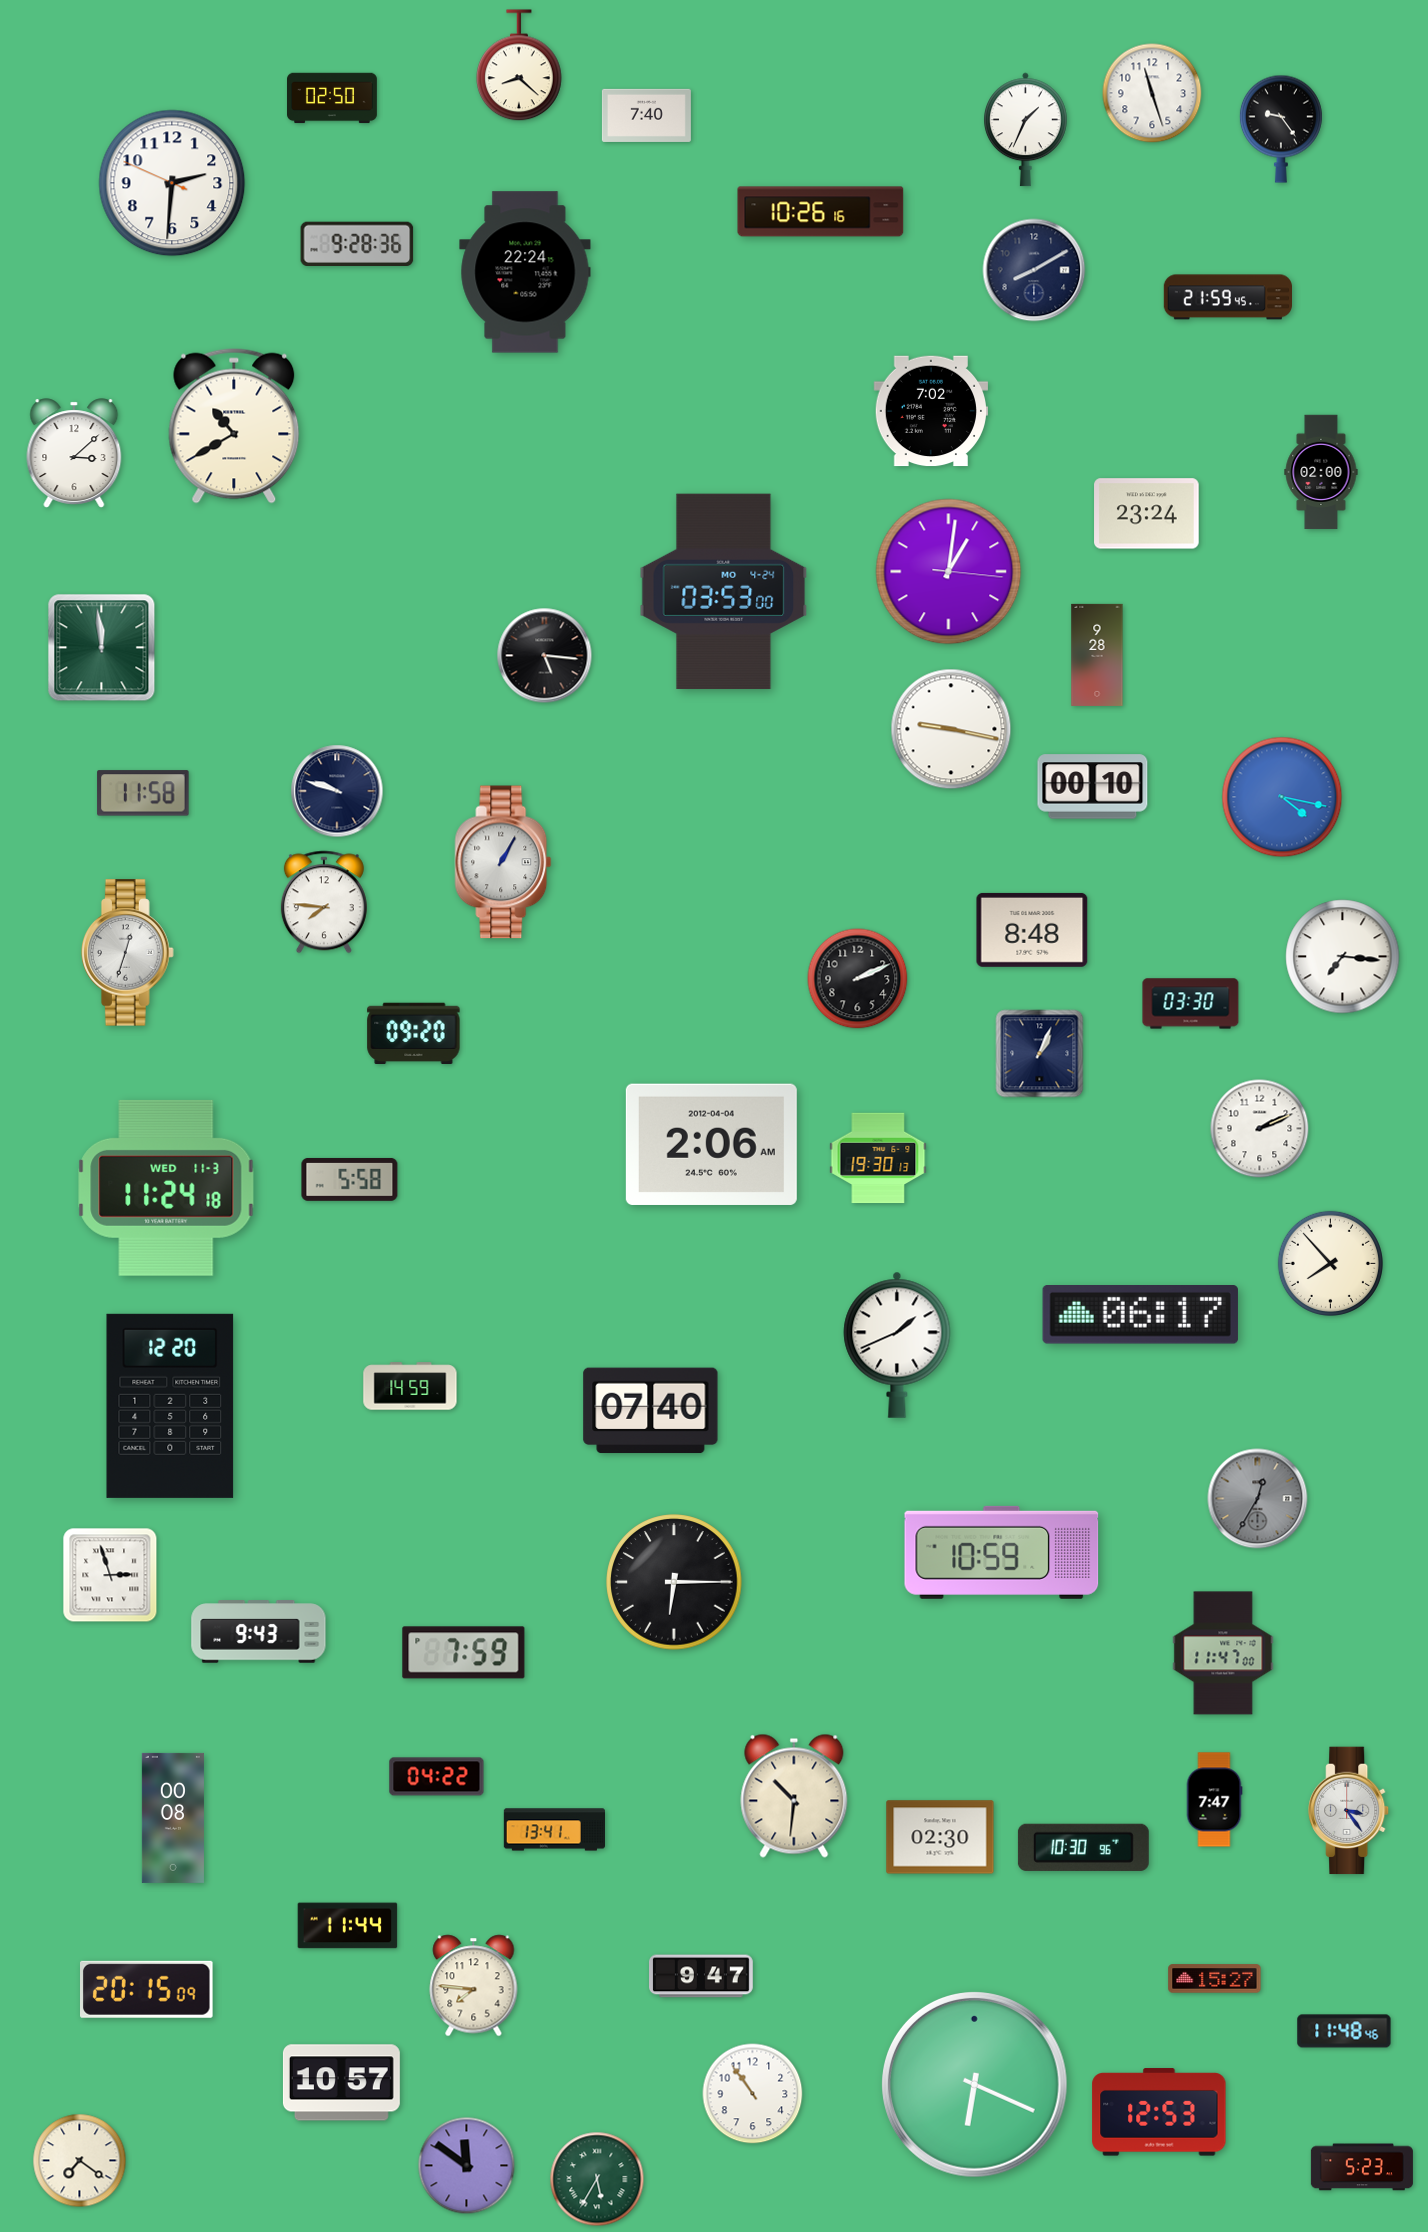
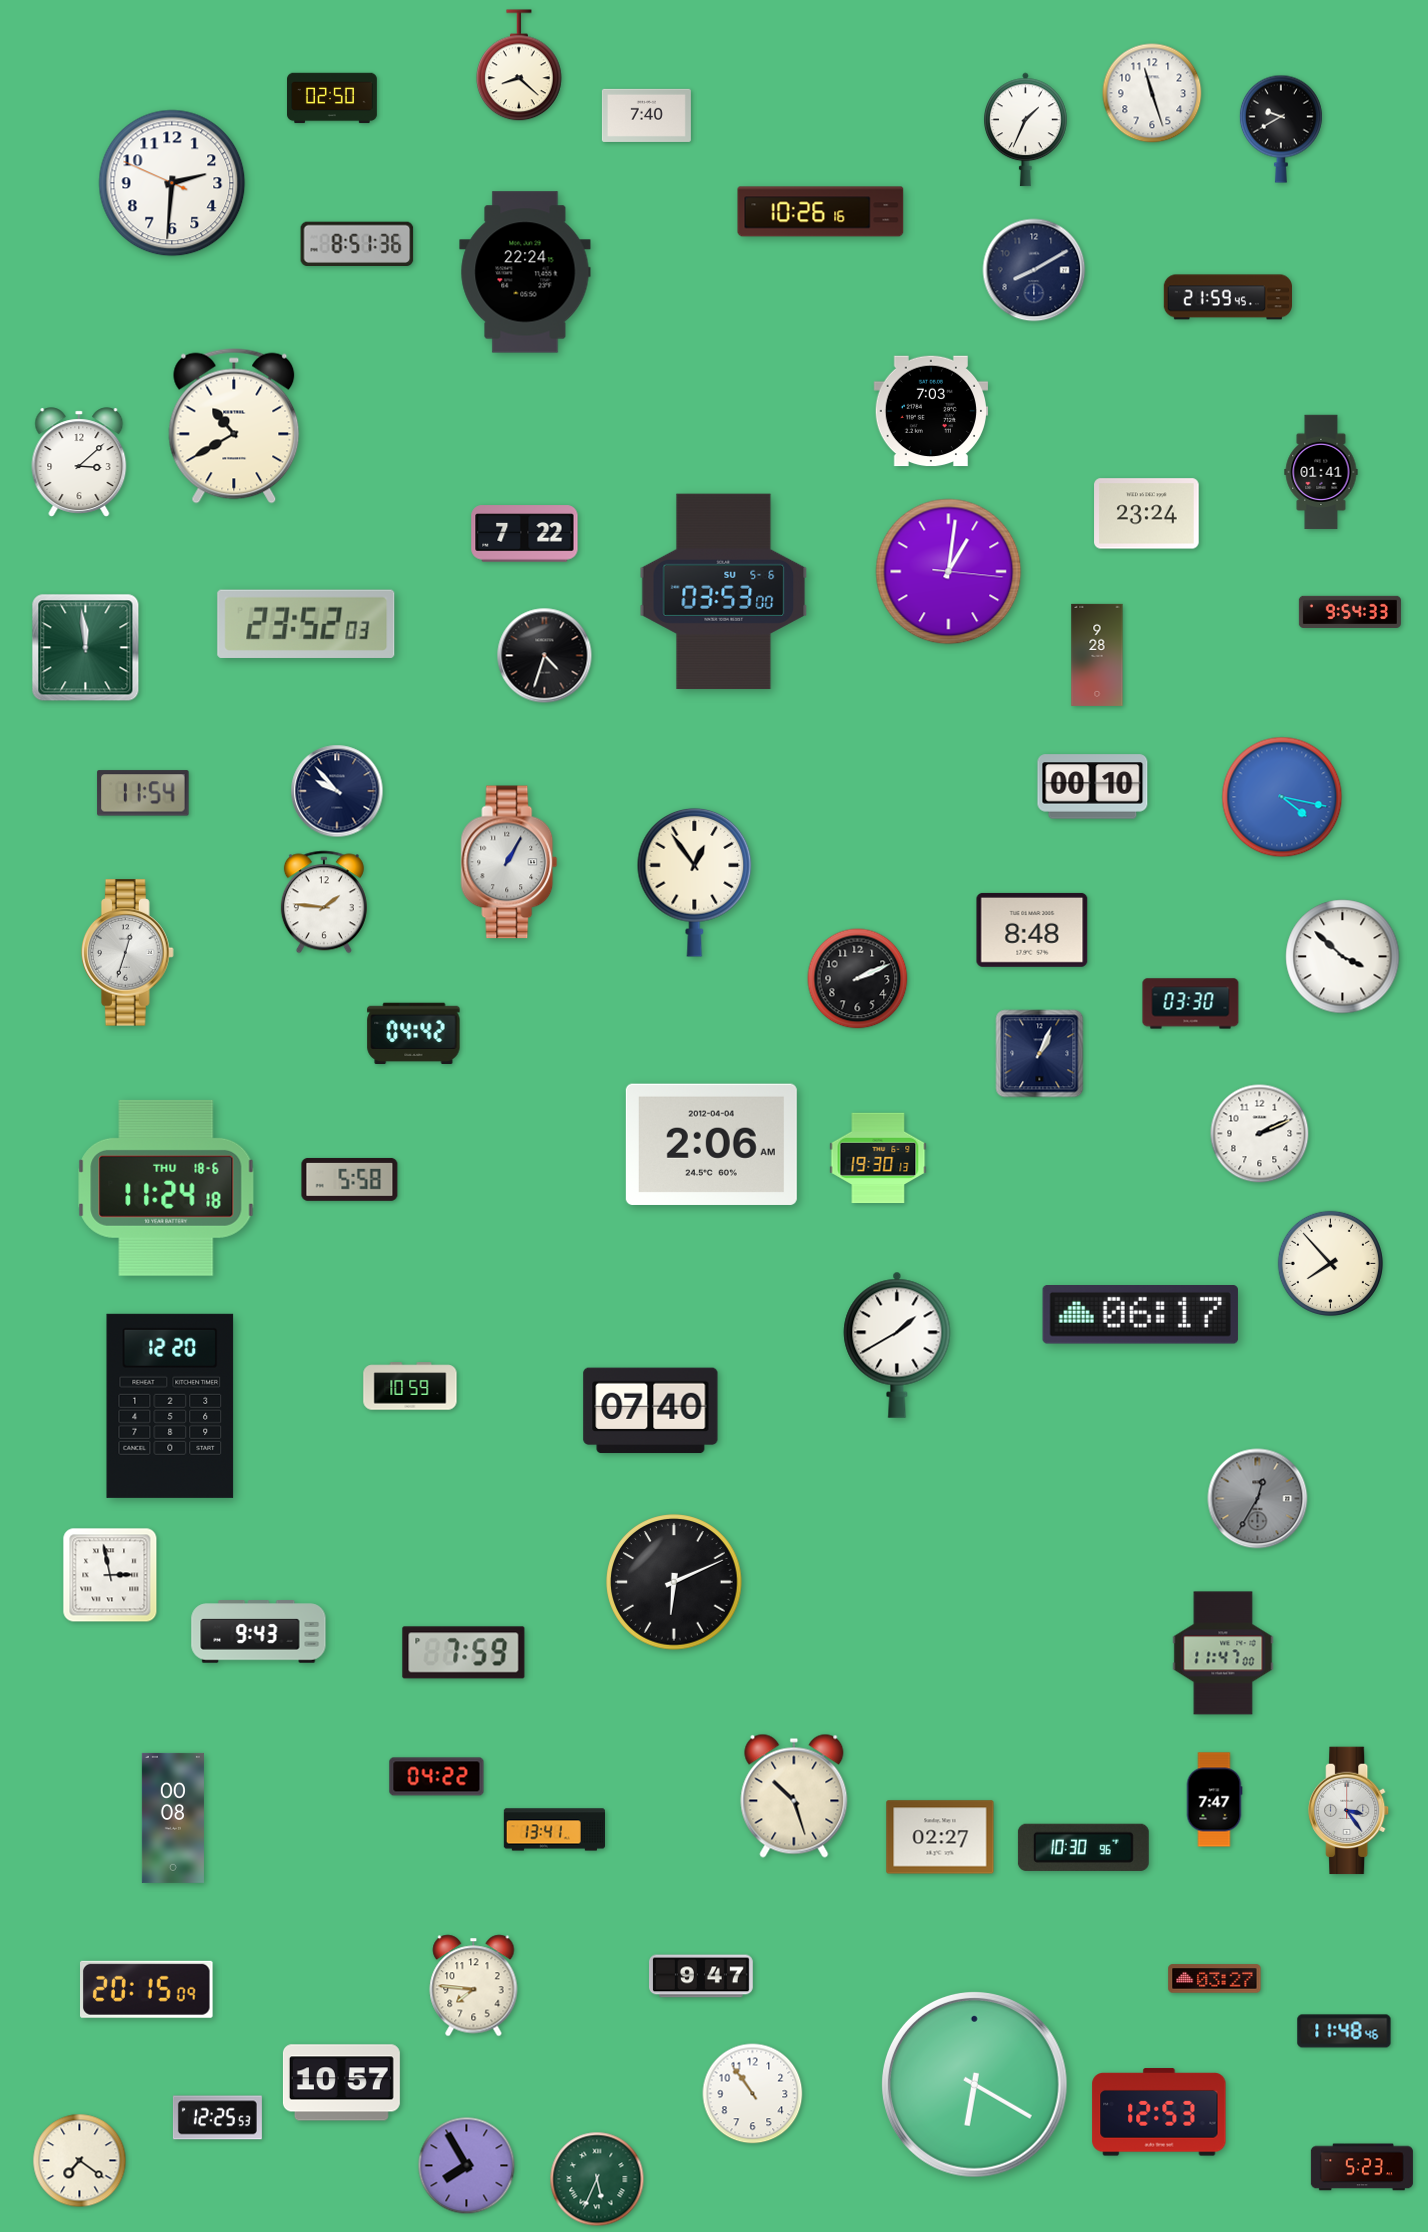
clock at (1281, 129): 9:24 -> 9:40
clock at (357, 243): 9:28 -> 8:51
clock at (930, 411): 7:02 -> 7:03
clock at (74, 453) position: (74, 453) -> (79, 462)
clock at (1321, 472): 02:00 -> 01:41
clock at (525, 534): none -> 7:22
clock at (724, 592) date: MO 4-24 -> SU 5-6
clock at (1350, 612): none -> 9:54
clock at (306, 624): none -> 23:52
clock at (102, 648) position: (102, 648) -> (86, 648)
clock at (545, 656): 5:16 -> 4:33
clock at (951, 729): 9:17 -> none
clock at (337, 791): 9:48 -> 9:53
clock at (143, 793): 11:58 -> 11:54
clock at (503, 862) position: (503, 862) -> (509, 862)
clock at (695, 882): none -> 12:54
clock at (324, 902): 7:46 -> 1:46
clock at (1343, 957): 7:16 -> 3:52
clock at (414, 1033): 09:20 -> 04:42
clock at (1260, 1129) position: (1260, 1129) -> (1260, 1134)
clock at (166, 1188) date: WED 11-3 -> THU 18-6
clock at (897, 1345): 1:41 -> 1:40
clock at (410, 1386): 14:59 -> 10:59
clock at (1002, 1552): 10:59 -> none
clock at (110, 1575): 2:57 -> 2:58
clock at (674, 1582): 6:15 -> 6:11
clock at (794, 1796): 10:31 -> 10:27
clock at (940, 1837): 02:30 -> 02:27
clock at (348, 1926): 11:44 -> none
clock at (1215, 1979): 15:27 -> 03:27
clock at (975, 2085): 6:19 -> 6:20
clock at (217, 2118): none -> 12:25
clock at (467, 2166): 11:51 -> 7:55
clock at (597, 2179): 5:35 -> 5:34
